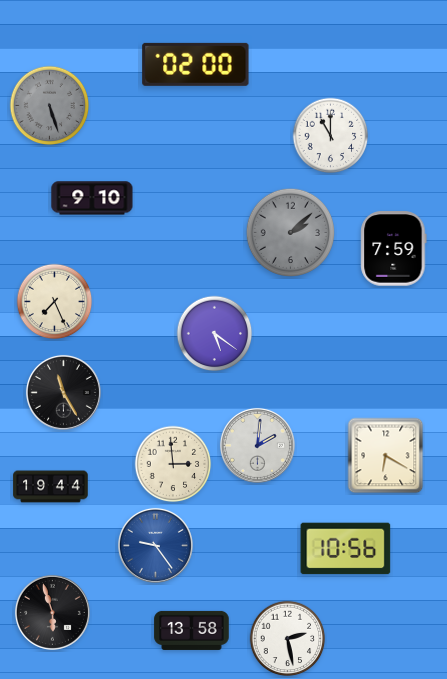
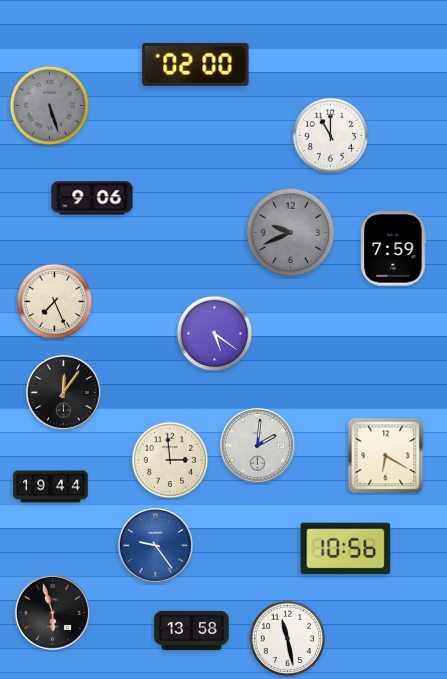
clock at (92, 198): 9:10 -> 9:06
clock at (290, 232): 2:08 -> 9:41
clock at (63, 392): 11:25 -> 12:06
clock at (173, 464) position: (173, 464) -> (170, 460)
clock at (288, 639): 2:28 -> 11:28
